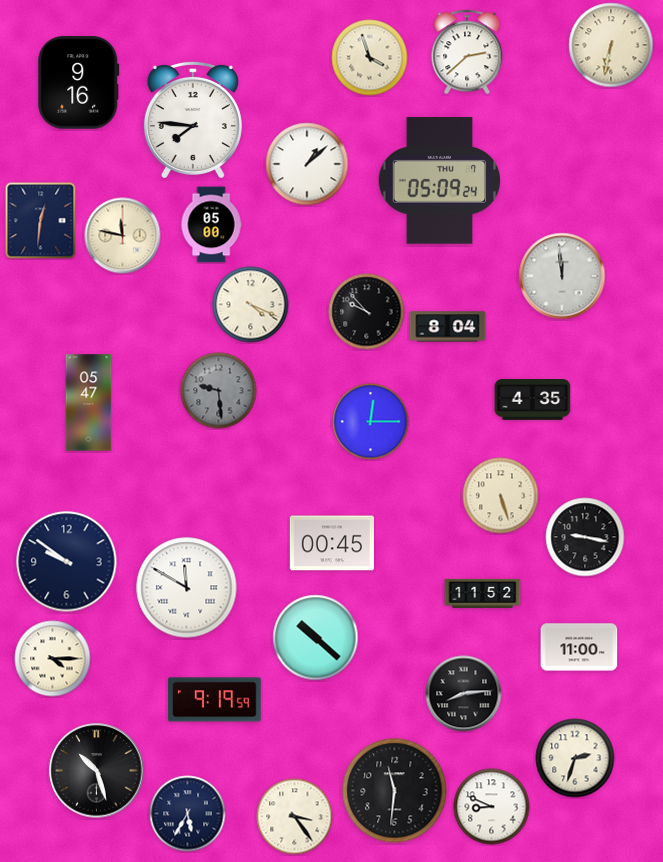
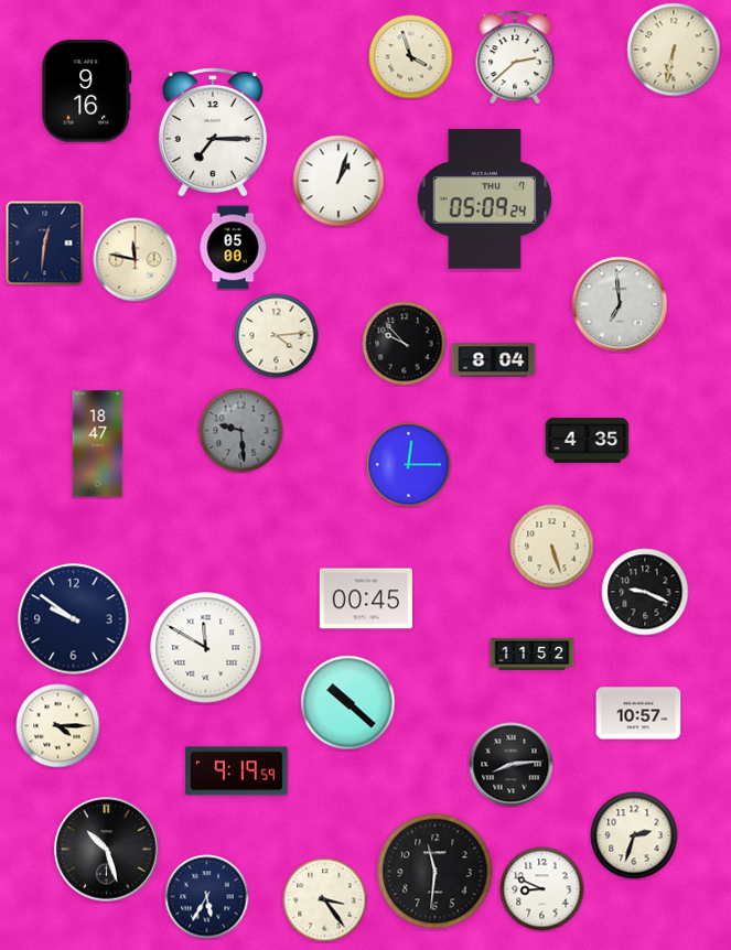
clock at (370, 58) position: (370, 58) -> (411, 57)
clock at (193, 119): 7:46 -> 7:15
clock at (307, 164): 1:08 -> 1:03
clock at (562, 276): 11:59 -> 6:59
clock at (251, 305): 4:19 -> 4:14
clock at (89, 403): 05:47 -> 18:47
clock at (585, 537): 9:17 -> 9:19
clock at (579, 647): 11:00 -> 10:57
